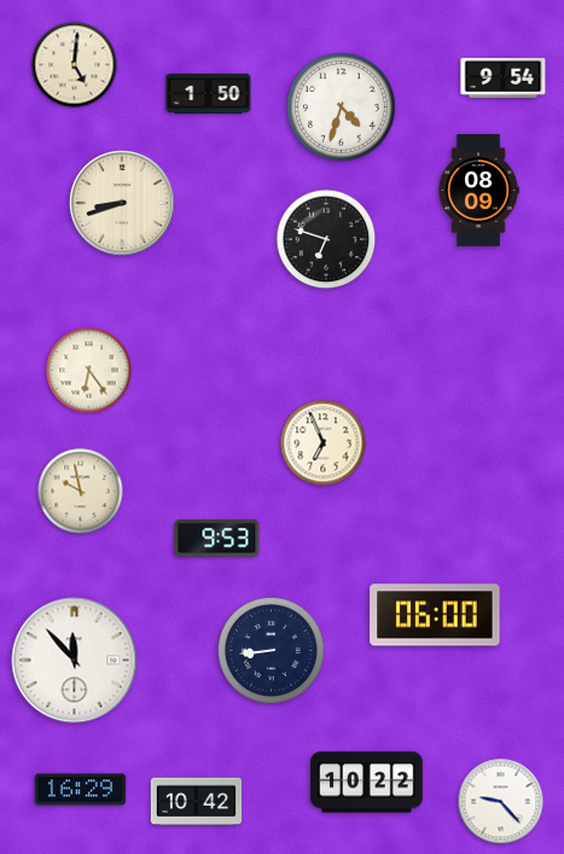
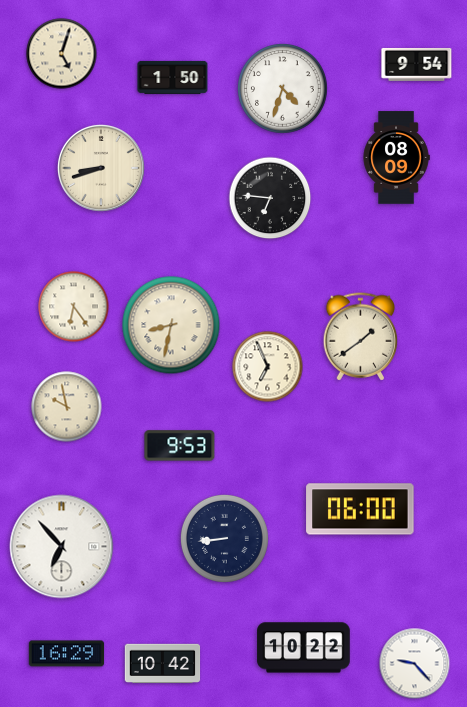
clock at (75, 65): 5:01 -> 5:03
clock at (326, 239): 6:48 -> 6:46
clock at (171, 325): none -> 8:32
clock at (361, 337): none -> 1:39
clock at (75, 661): 11:53 -> 6:53
